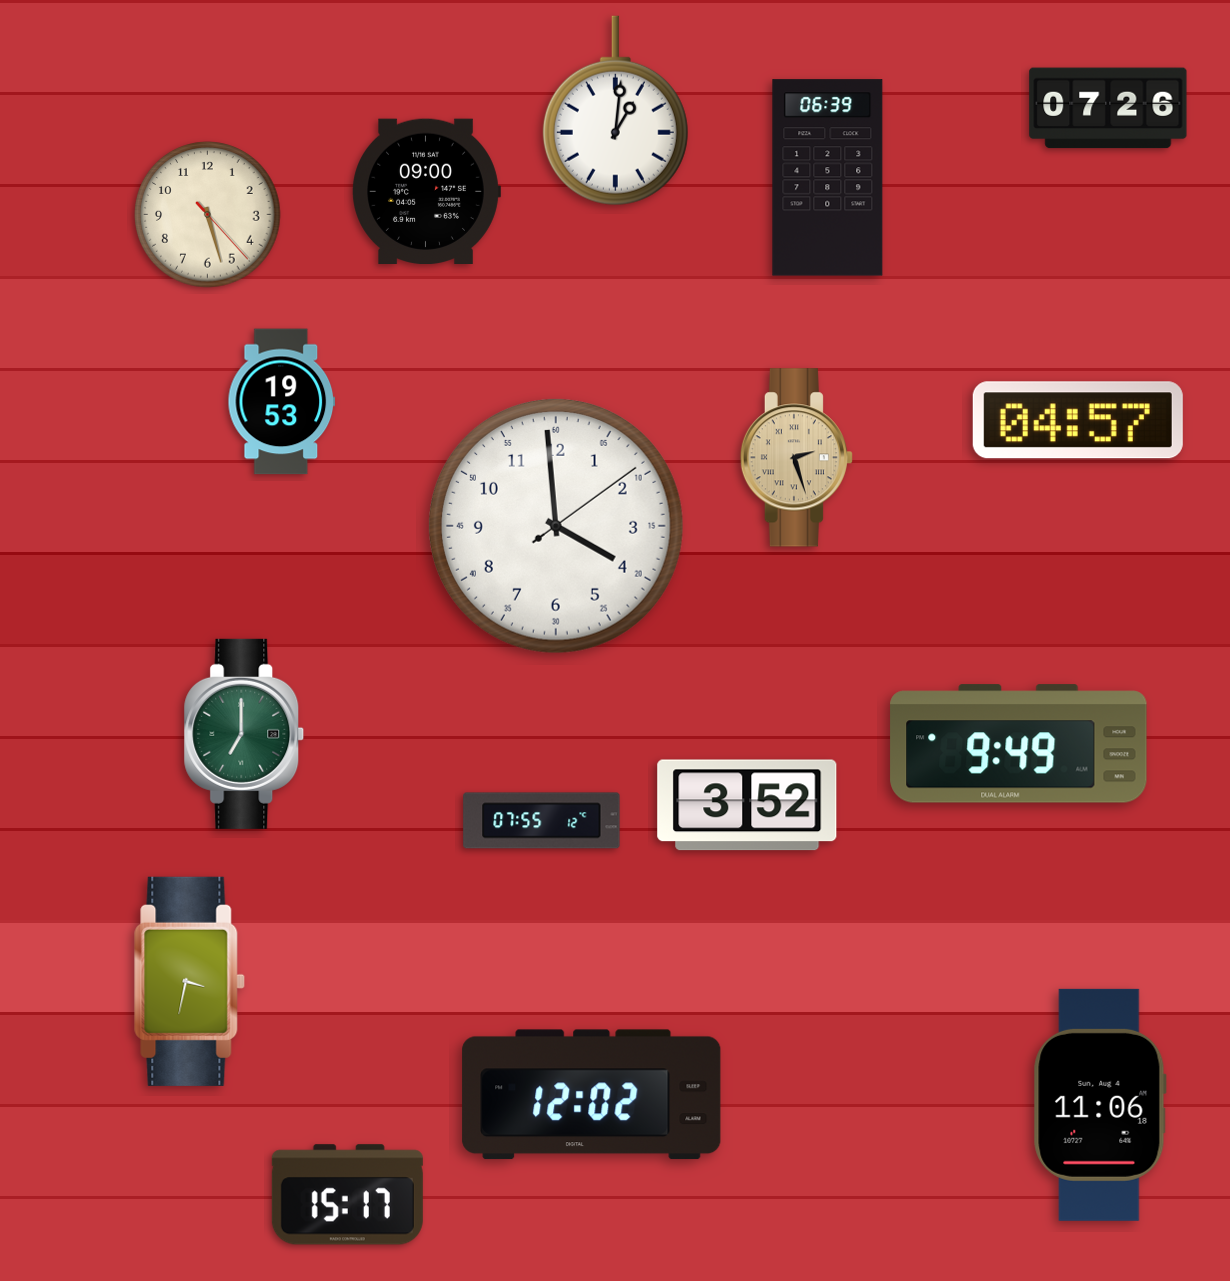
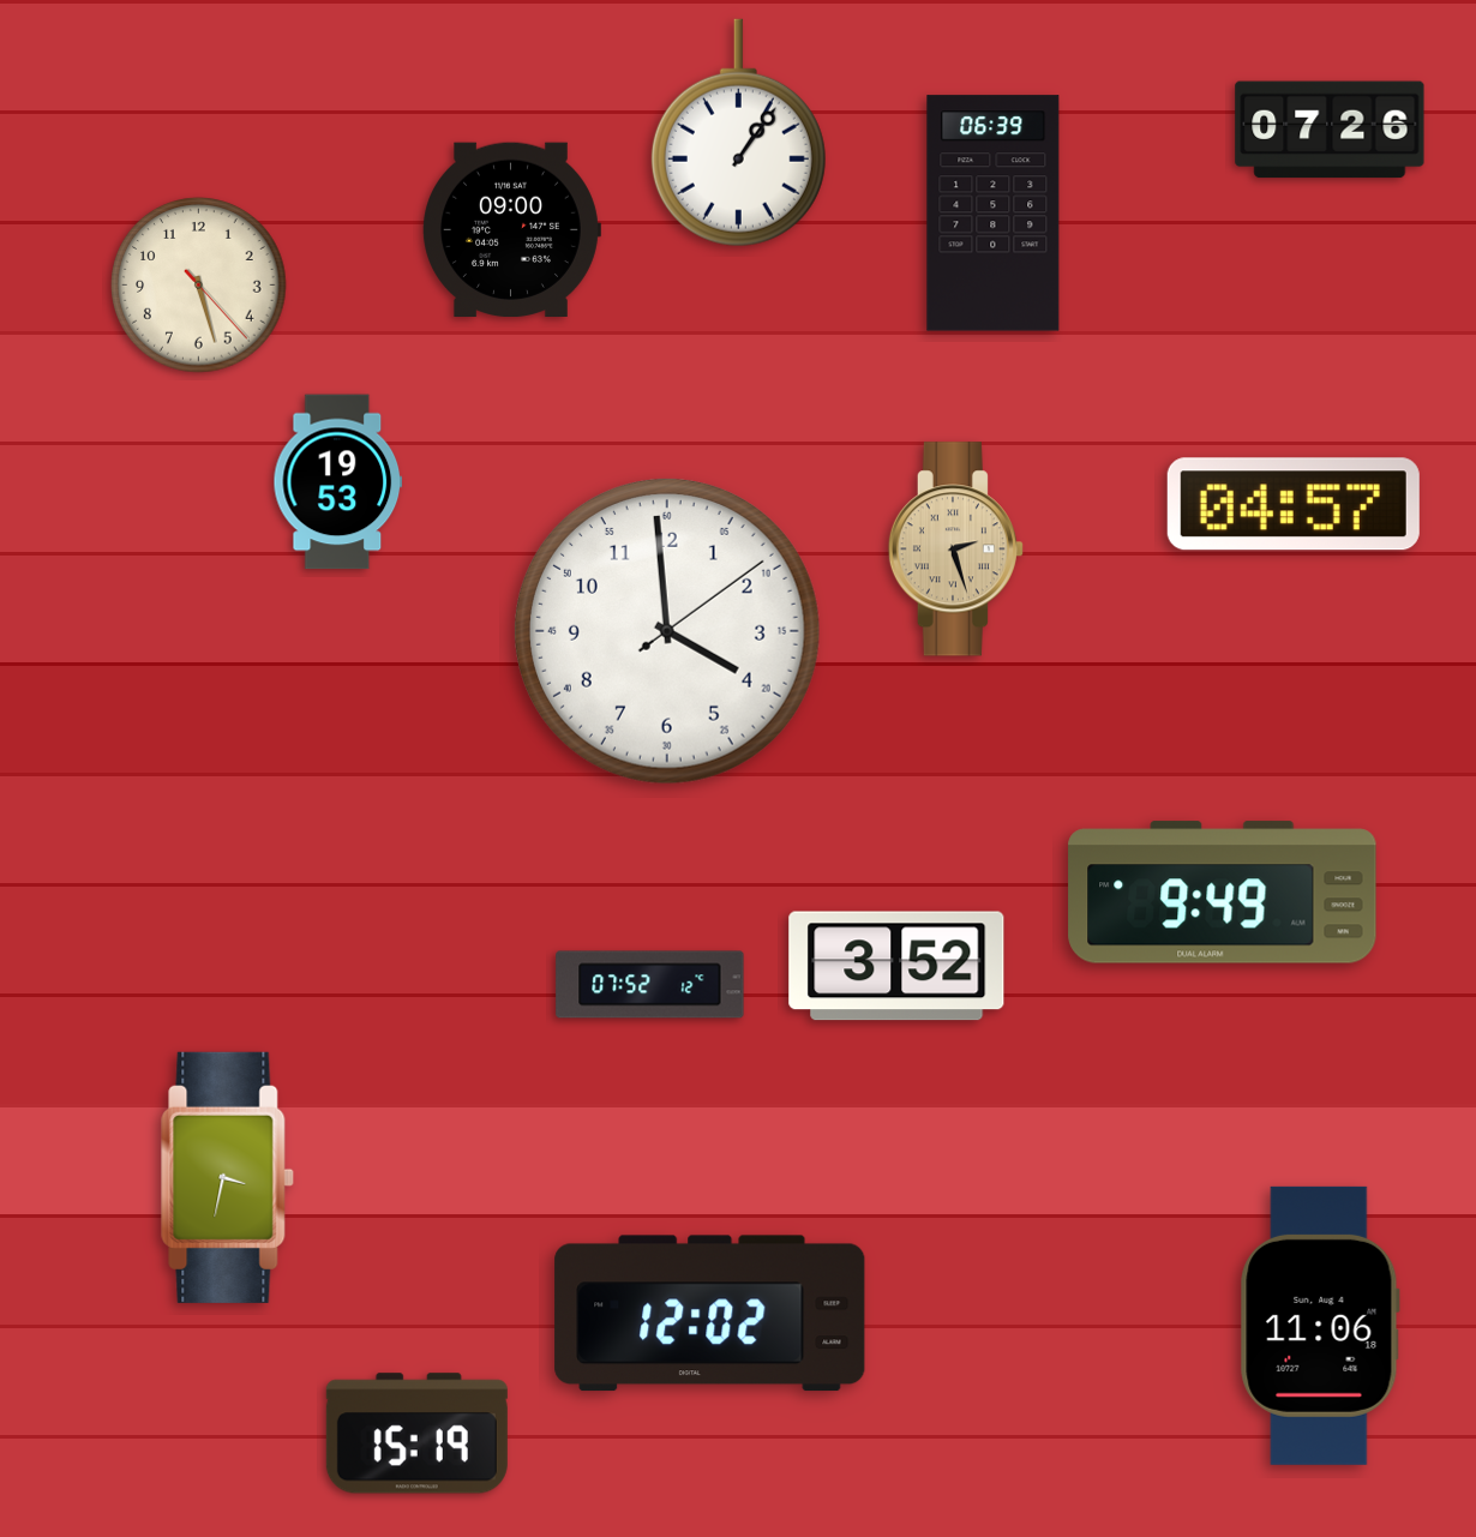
clock at (615, 111): 1:01 -> 1:06
clock at (208, 215) position: (208, 215) -> (199, 286)
clock at (244, 734): 7:00 -> none
clock at (542, 821): 07:55 -> 07:52
clock at (347, 1195): 15:17 -> 15:19
